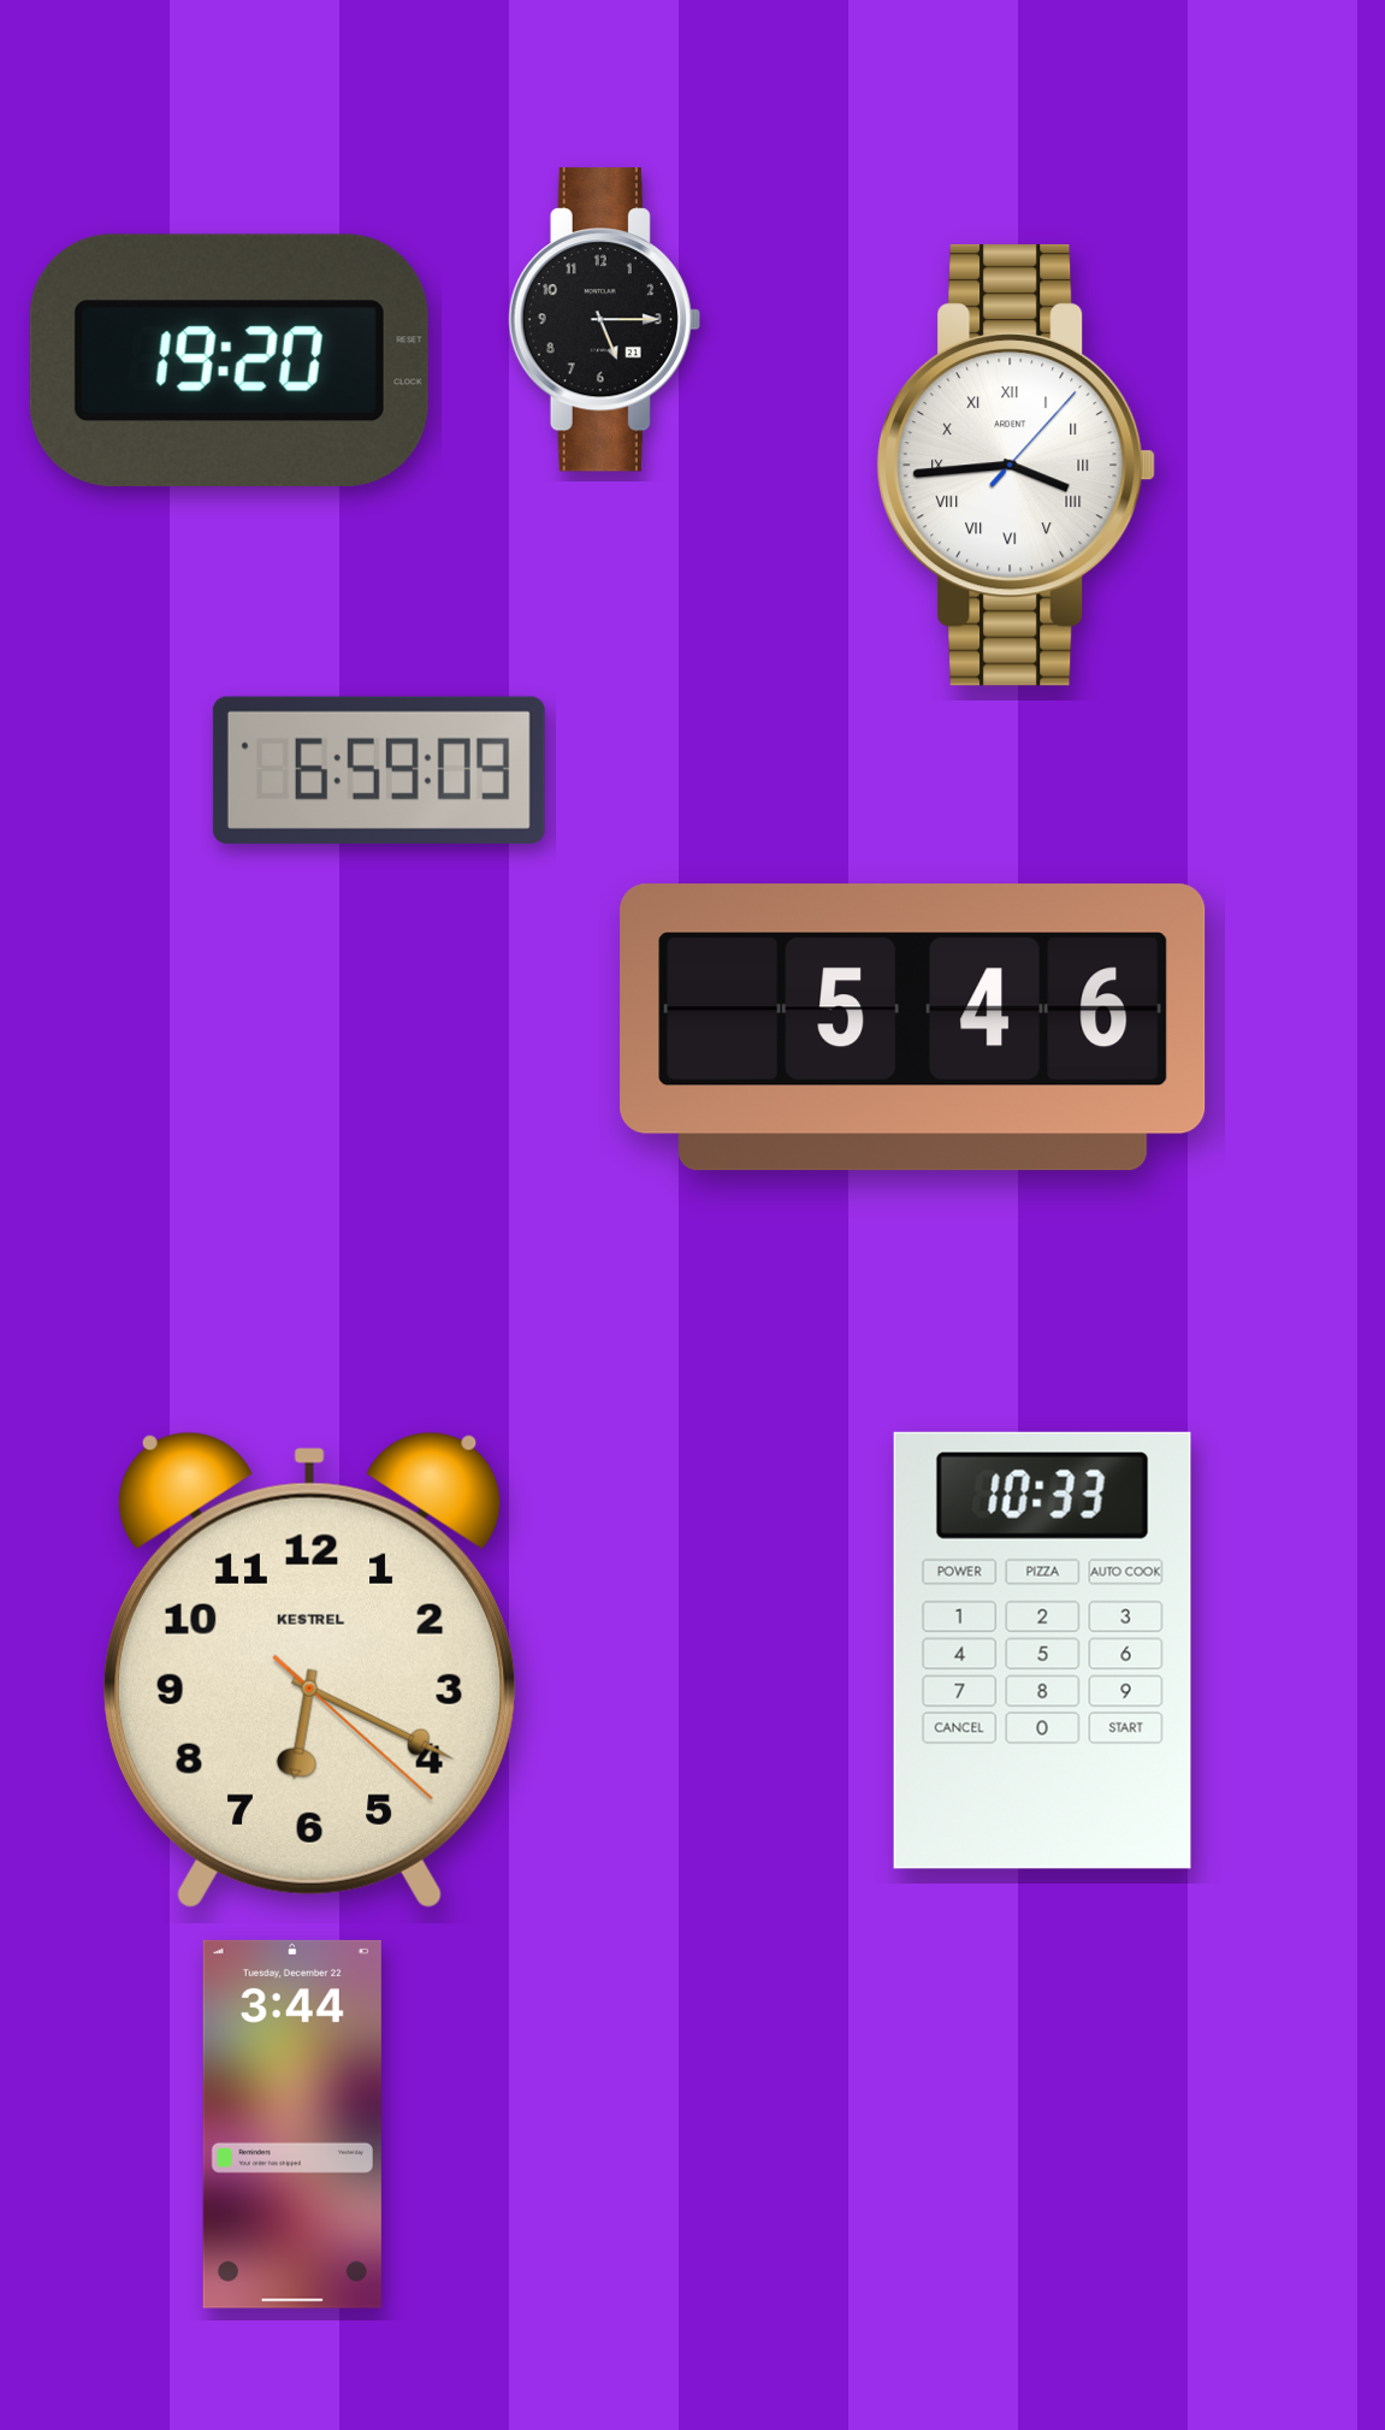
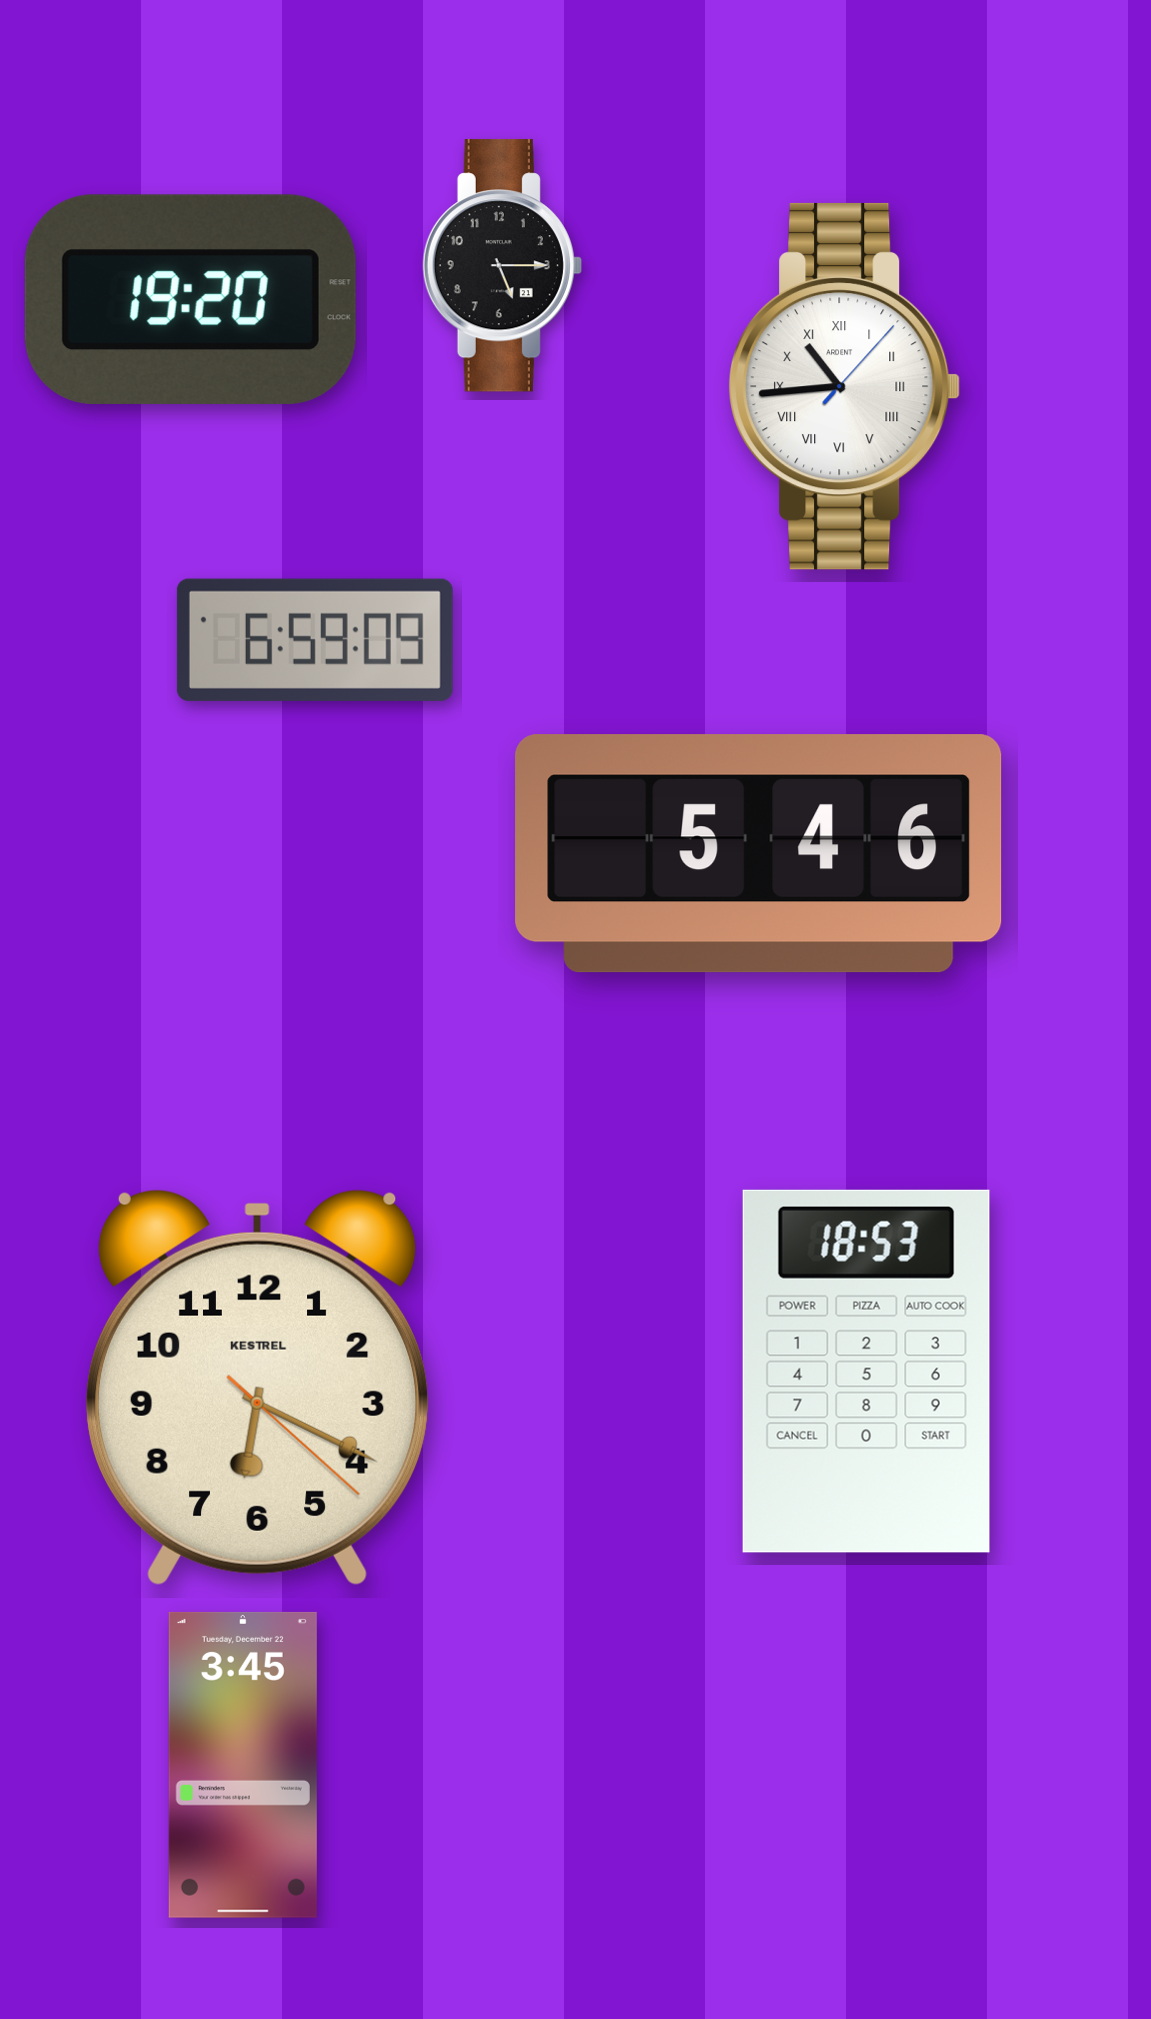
clock at (1017, 465): 3:44 -> 10:44
clock at (1042, 1650): 10:33 -> 18:53
clock at (292, 2124): 3:44 -> 3:45
